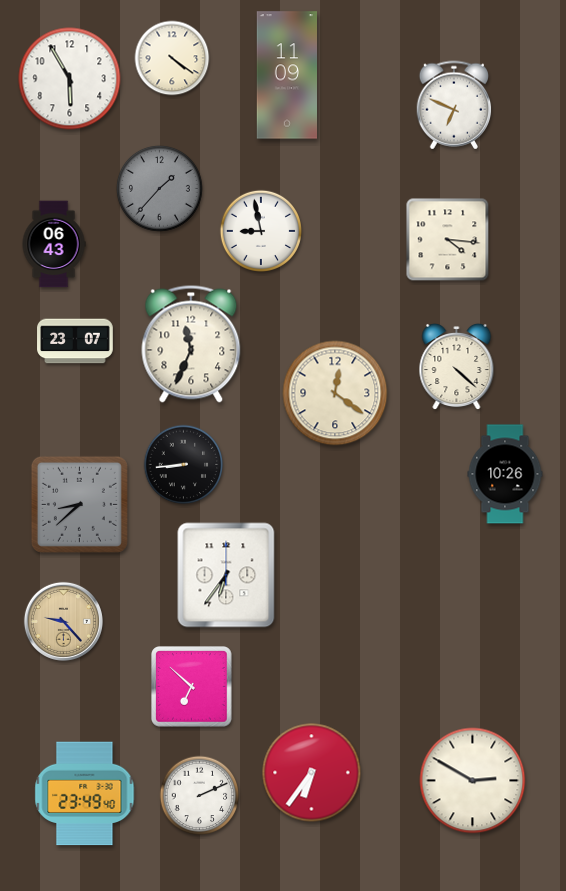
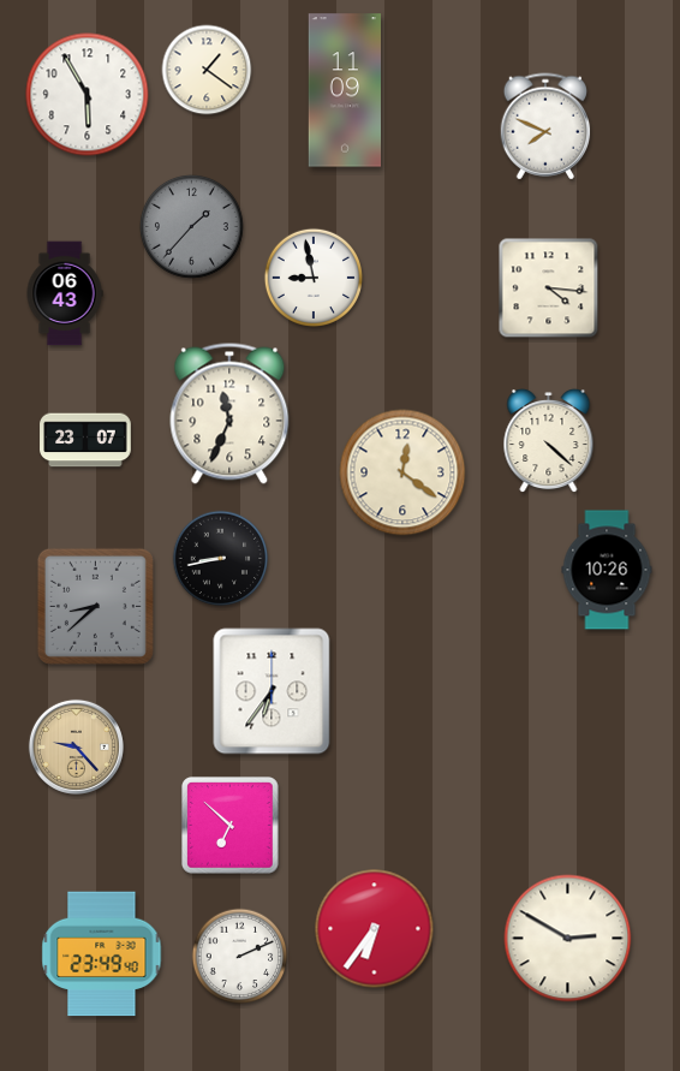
clock at (172, 58): 4:21 -> 1:21
clock at (70, 79) position: (70, 79) -> (88, 95)
clock at (454, 105): 6:49 -> 7:49
clock at (448, 240) position: (448, 240) -> (549, 288)
clock at (75, 341) position: (75, 341) -> (85, 440)
clock at (184, 465): 8:44 -> 8:43
